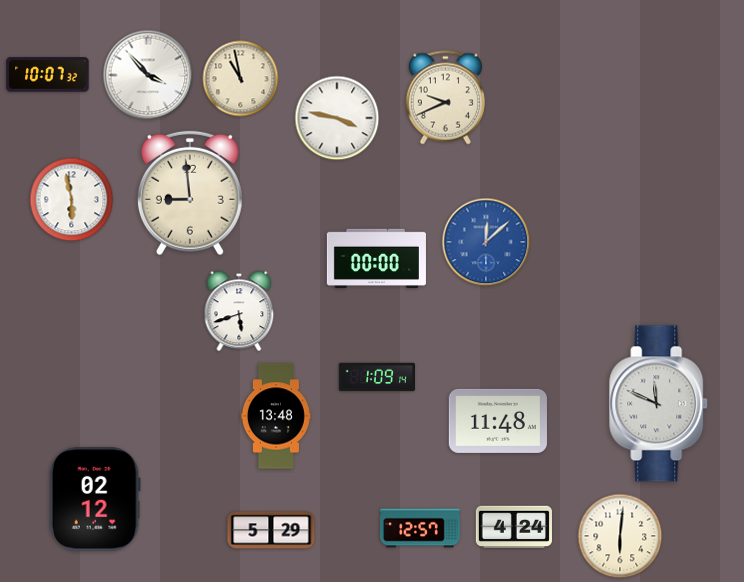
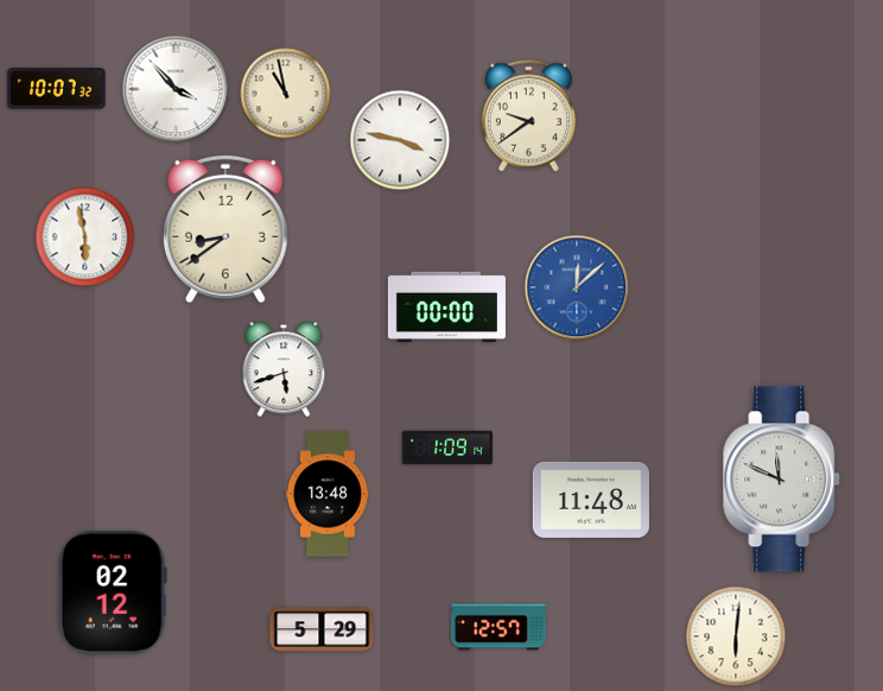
clock at (445, 98): 9:41 -> 9:39
clock at (190, 193): 8:59 -> 8:39
clock at (514, 526): 4:24 -> none
